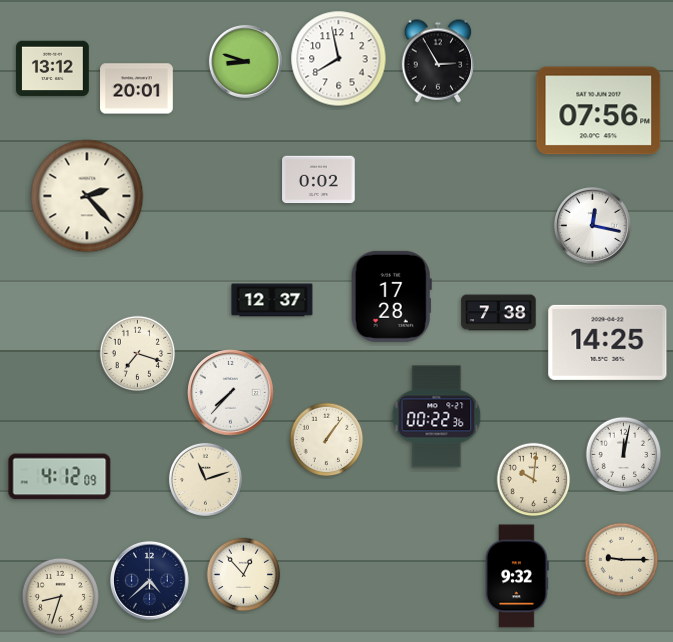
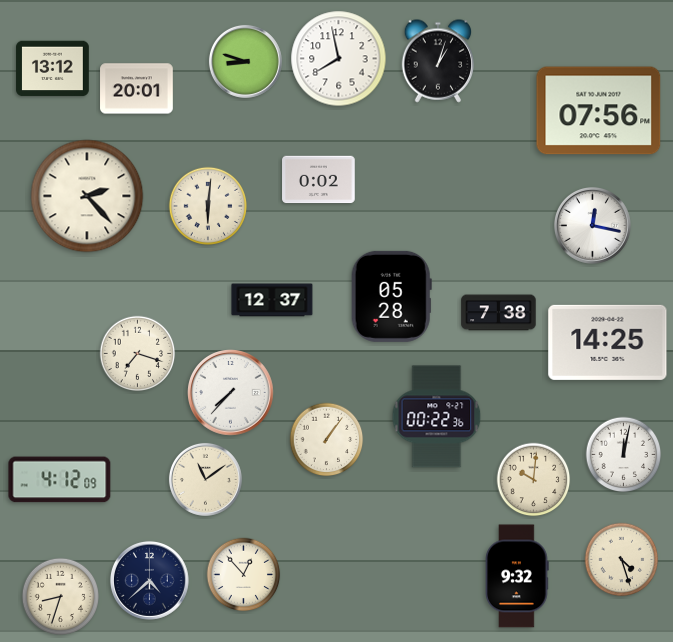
clock at (438, 61): 2:55 -> 1:03
clock at (208, 205): none -> 6:01
clock at (391, 296): 17:28 -> 05:28
clock at (60, 477) position: (60, 477) -> (60, 480)
clock at (205, 479): 11:12 -> 11:09
clock at (622, 560): 9:15 -> 4:27
